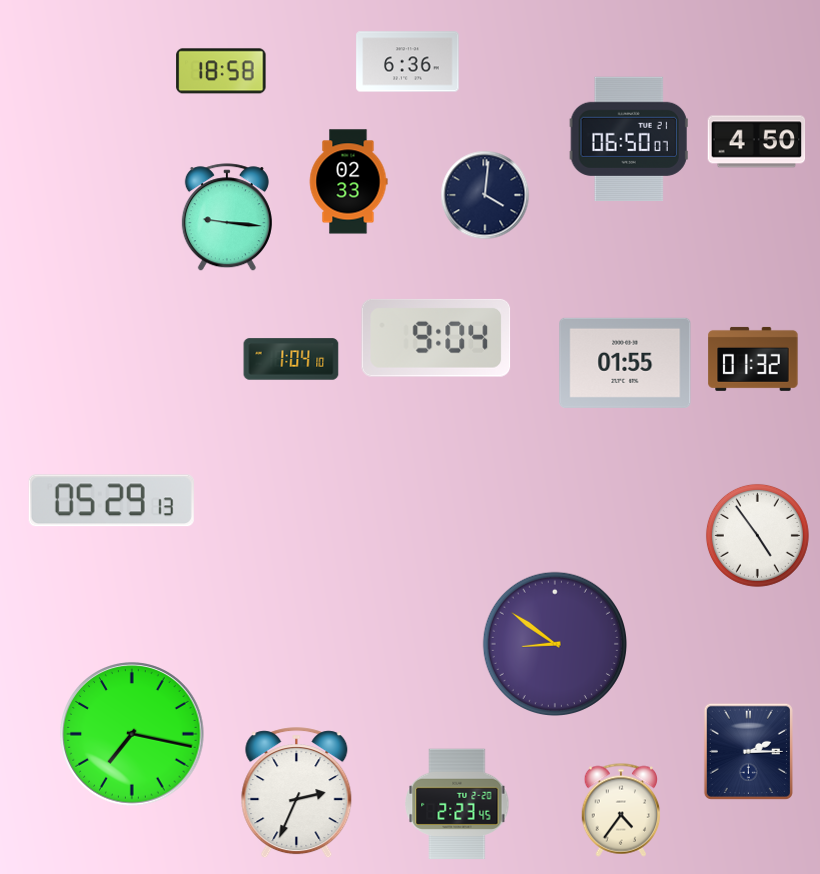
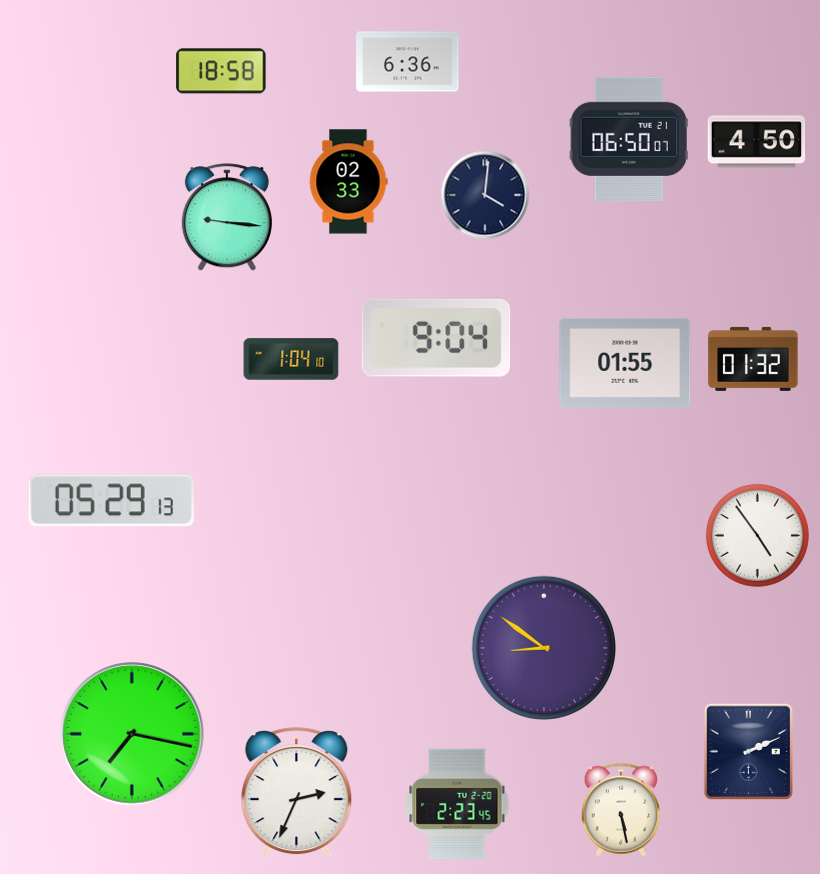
clock at (554, 643) position: (554, 643) -> (543, 647)
clock at (748, 751): 2:15 -> 2:11
clock at (621, 810): 4:36 -> 5:28
